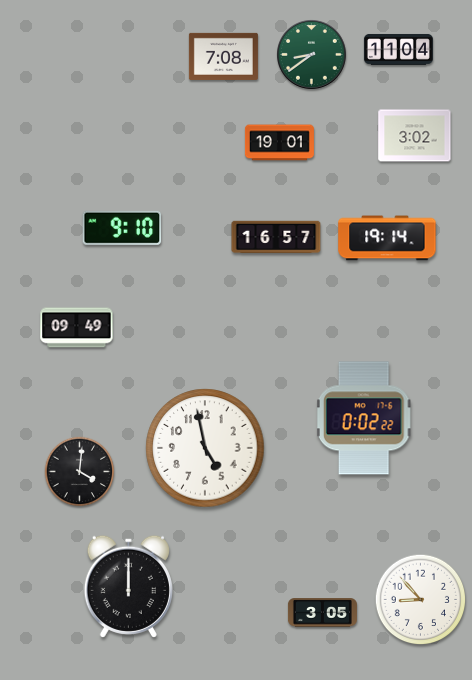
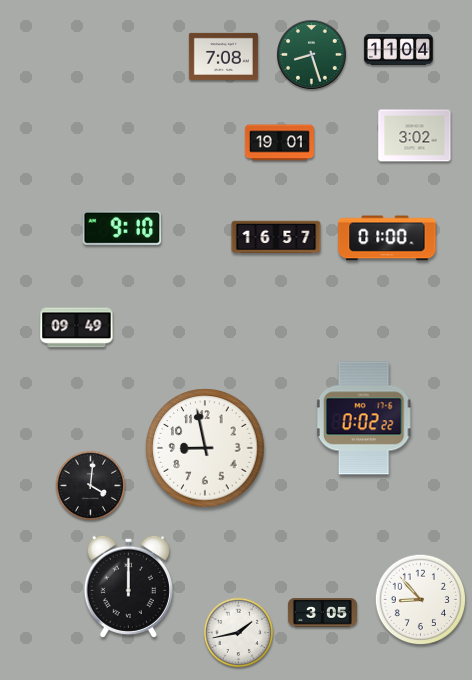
clock at (312, 55): 8:39 -> 8:27
clock at (387, 238): 19:14 -> 01:00
clock at (205, 448): 4:58 -> 8:58
clock at (80, 472) position: (80, 472) -> (91, 486)
clock at (239, 633): none -> 1:43
